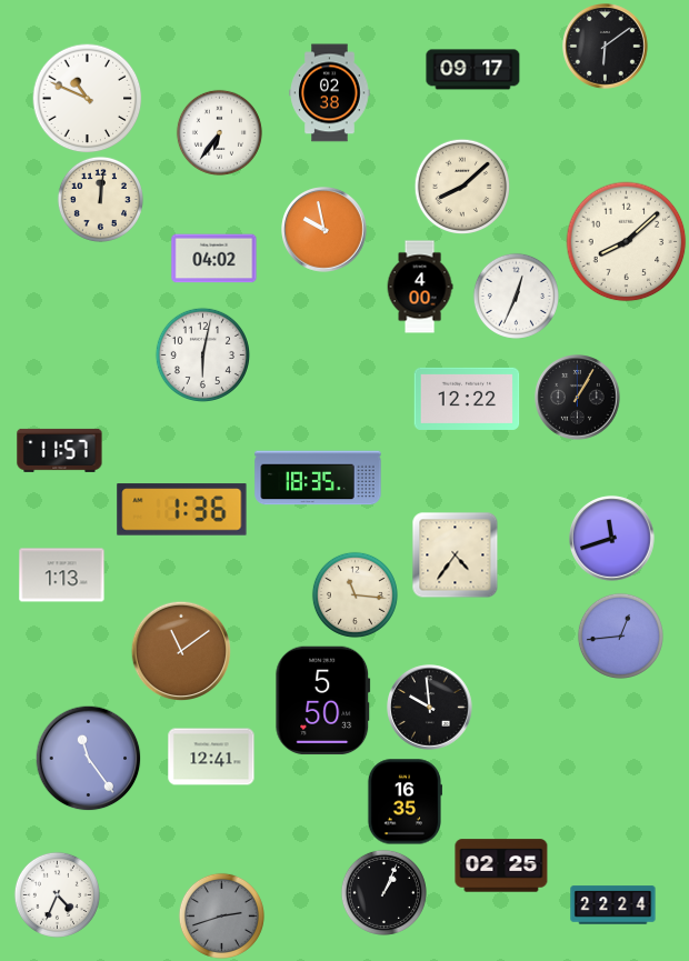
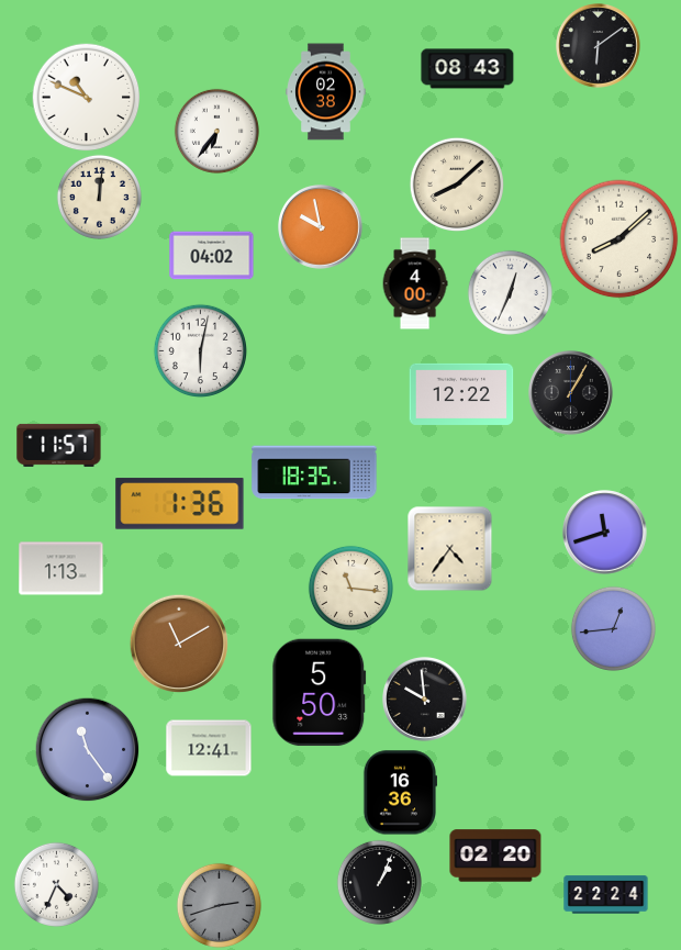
clock at (473, 70): 09:17 -> 08:43
clock at (181, 651): 11:09 -> 11:10
clock at (403, 802): 16:35 -> 16:36
clock at (501, 865): 02:25 -> 02:20
